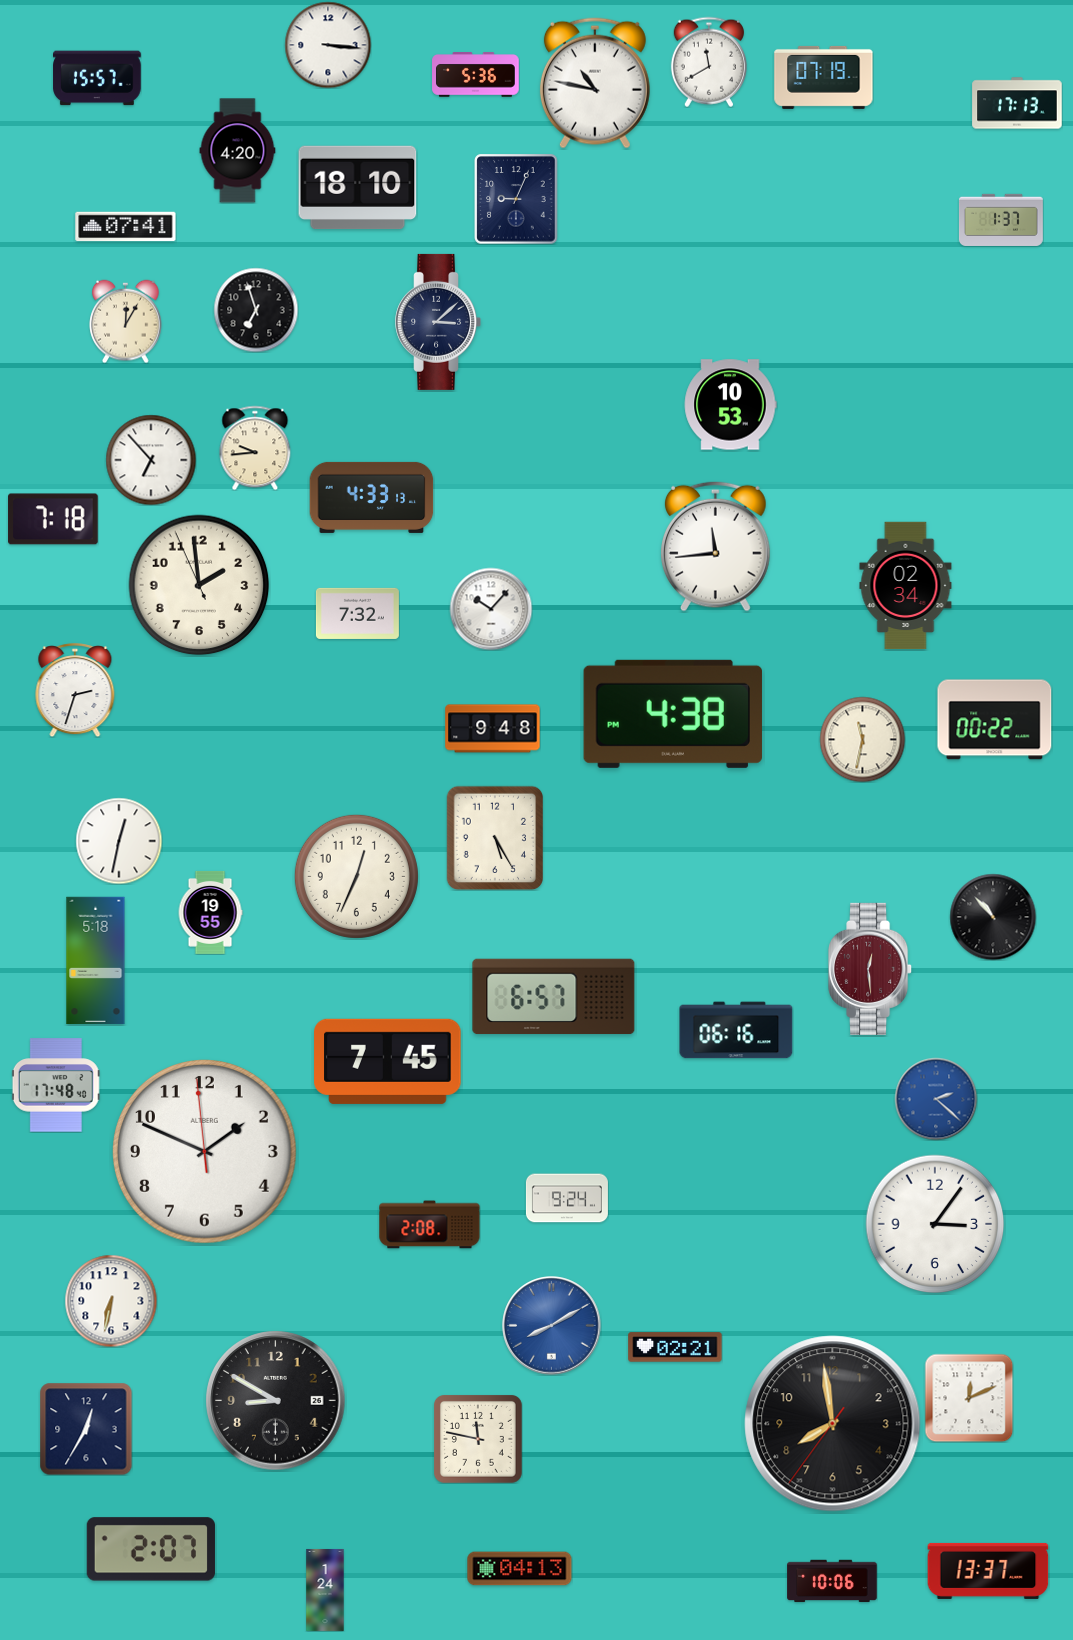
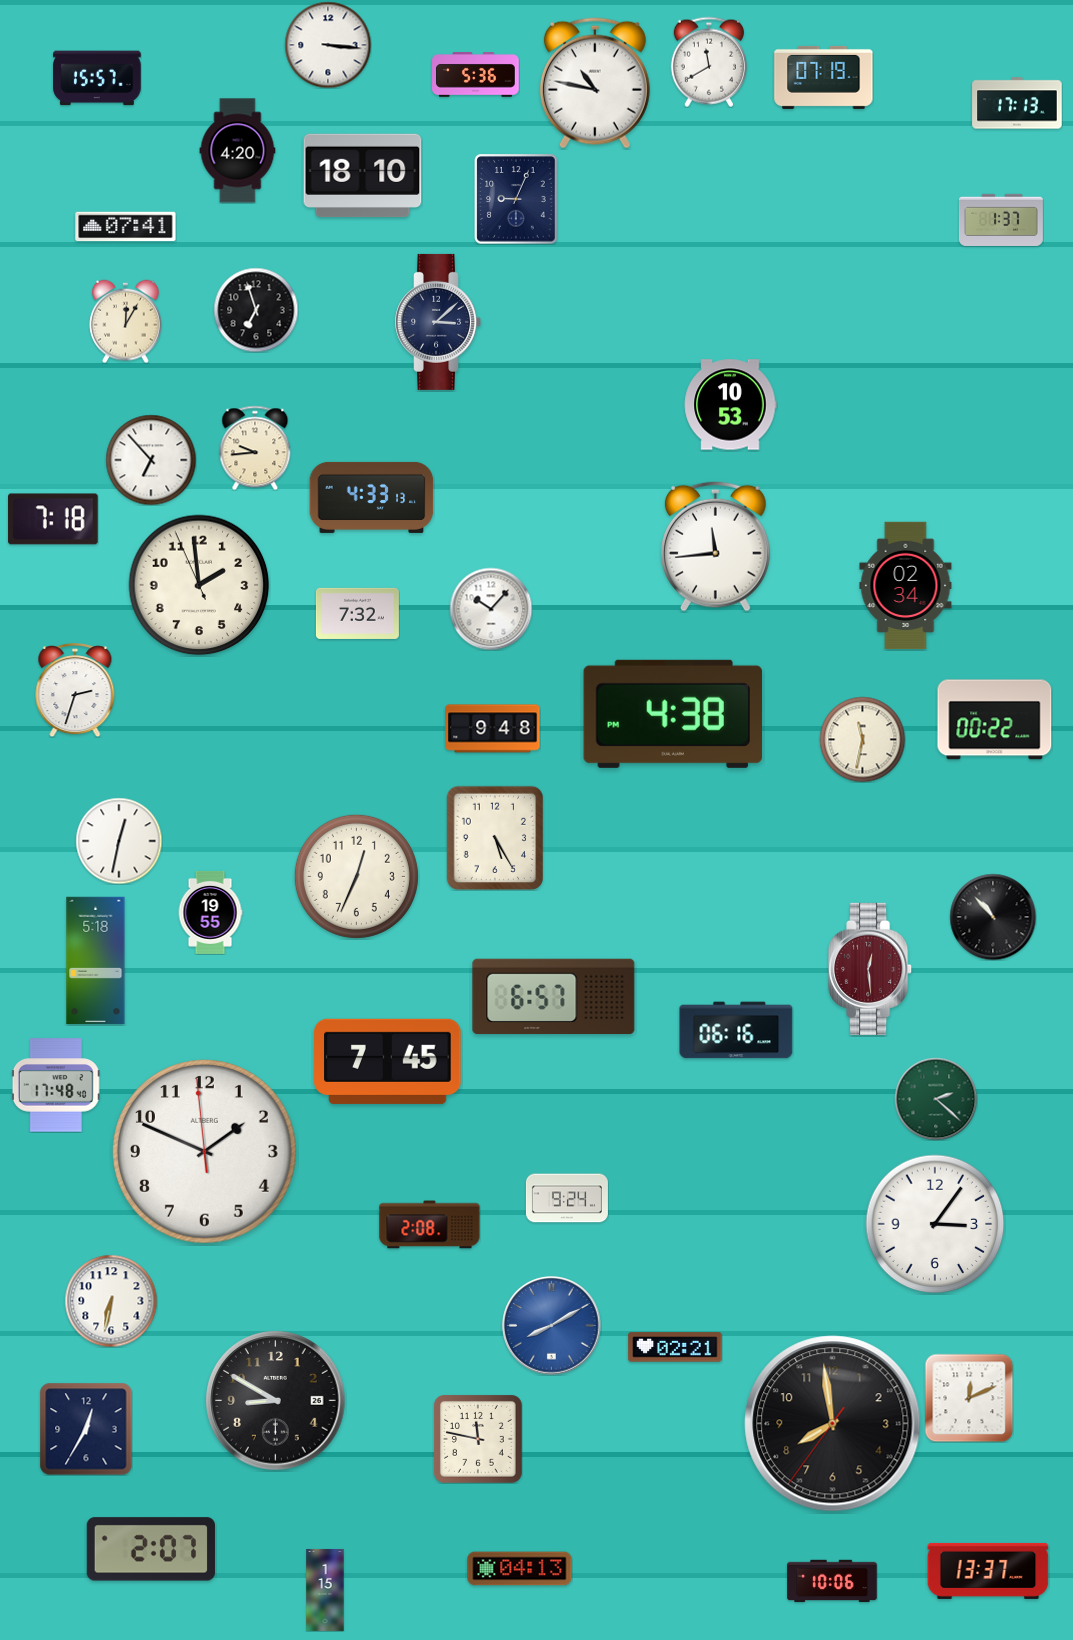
clock at (358, 188) position: (358, 188) -> (363, 176)
clock at (936, 1099) dial: blue -> green
clock at (325, 1590): 1:24 -> 1:15
